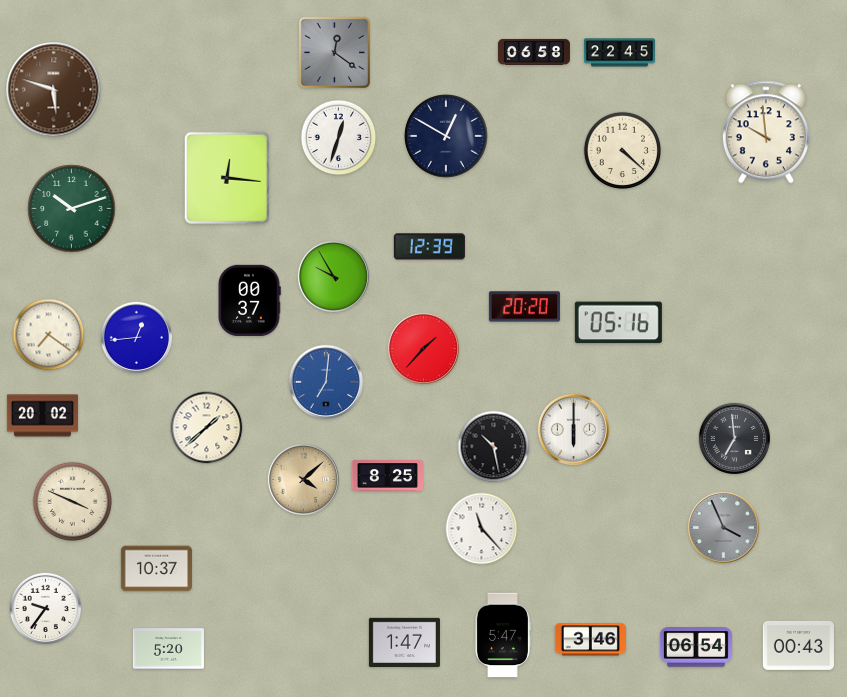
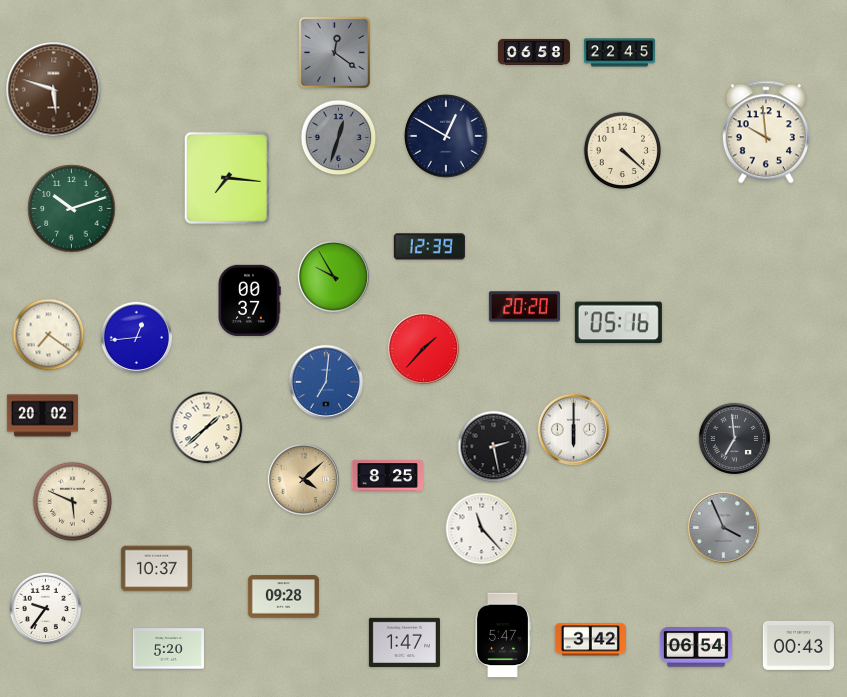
clock at (339, 138) dial: white -> grey
clock at (227, 178): 12:16 -> 7:16
clock at (494, 447): 10:28 -> 2:28
clock at (72, 501): 3:49 -> 5:49
clock at (283, 597): none -> 09:28
clock at (590, 640): 3:46 -> 3:42
